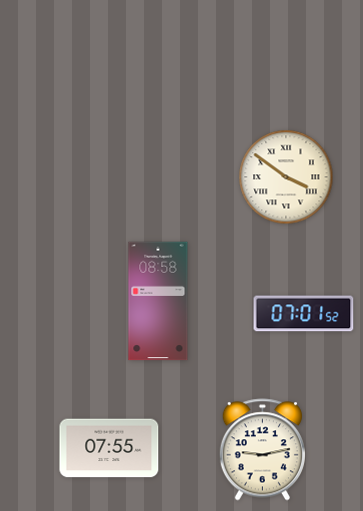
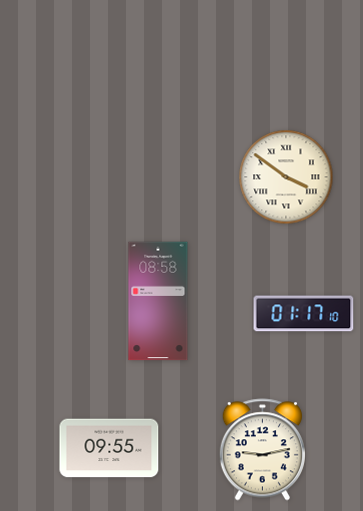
clock at (304, 314): 07:01 -> 01:17
clock at (109, 448): 07:55 -> 09:55
